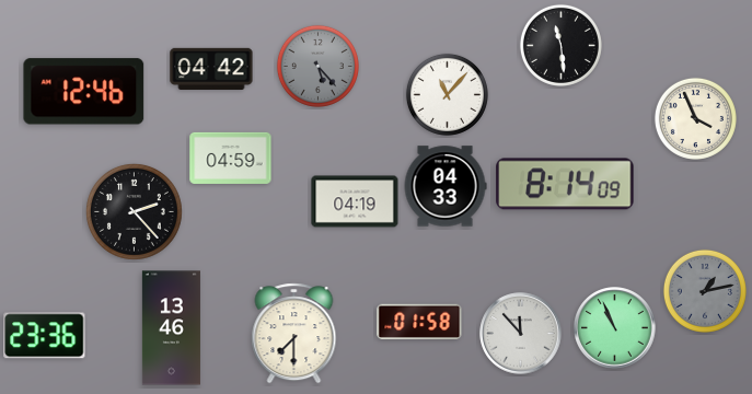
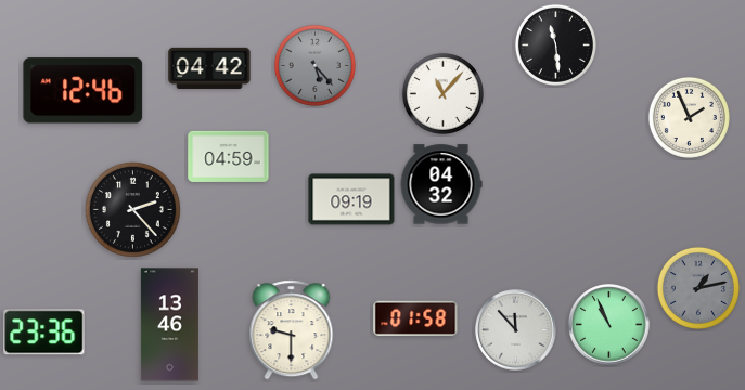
clock at (695, 118): 3:56 -> 1:56
clock at (565, 184): 8:14 -> none
clock at (446, 186): 04:33 -> 04:32
clock at (355, 201): 04:19 -> 09:19
clock at (294, 334): 7:30 -> 9:30
